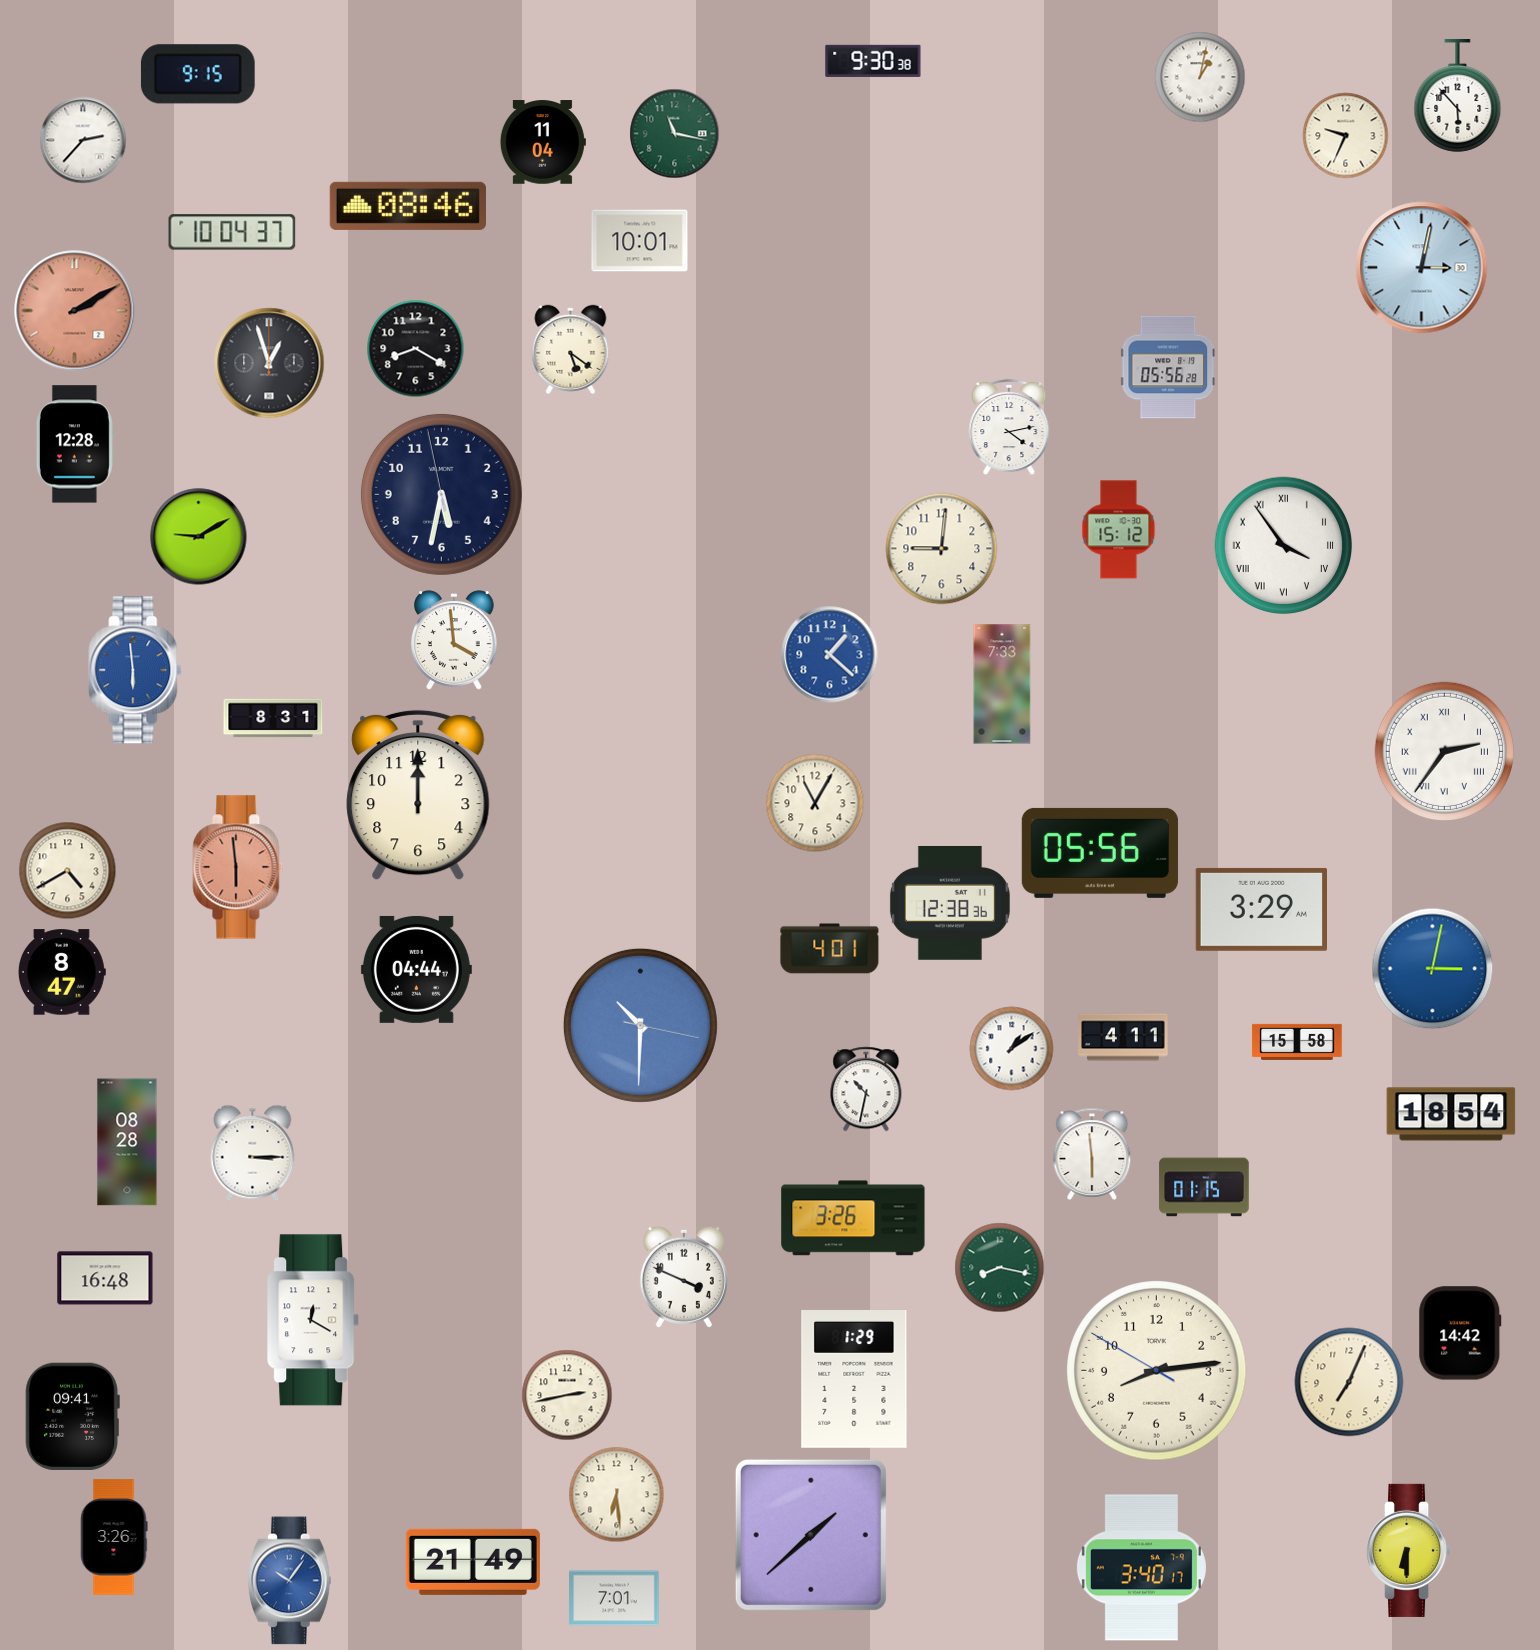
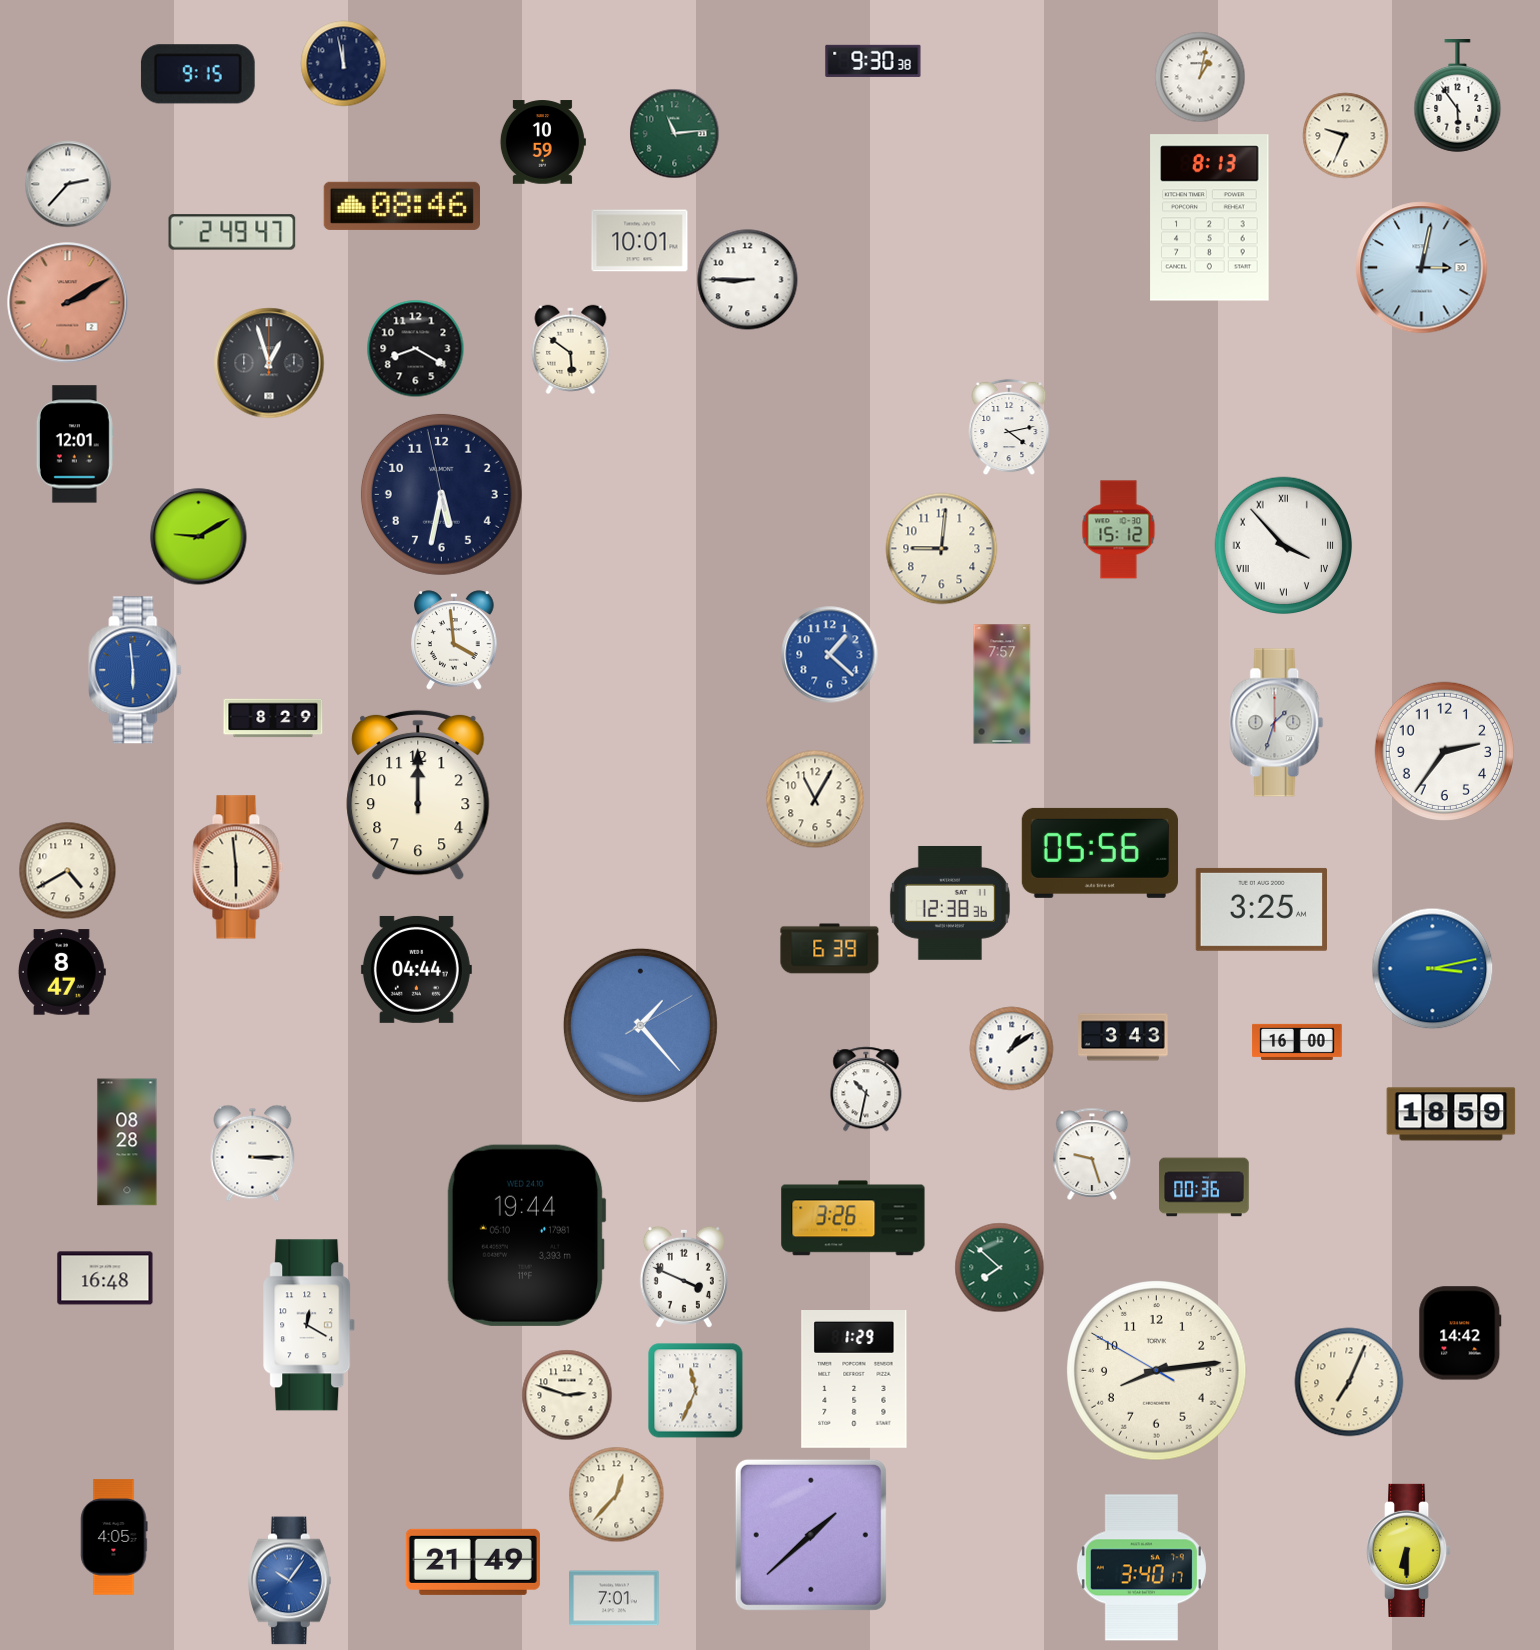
clock at (344, 64): none -> 11:58
clock at (1458, 96): 5:53 -> 5:54
clock at (675, 134): 11:17 -> 11:14
clock at (83, 140) position: (83, 140) -> (68, 184)
clock at (543, 142): 11:04 -> 10:59
clock at (408, 206) position: (408, 206) -> (402, 206)
clock at (1210, 218): none -> 8:13
clock at (232, 232): 10:04 -> 2:49
clock at (748, 280): none -> 8:45
clock at (75, 311) position: (75, 311) -> (68, 303)
clock at (571, 349): 5:21 -> 5:51
clock at (1168, 367): 05:56 -> none
clock at (75, 444): 12:28 -> 12:01
clock at (1284, 546): 3:54 -> 3:53
clock at (1002, 684): 7:33 -> 7:57
clock at (273, 718): 8:31 -> 8:29
clock at (1277, 723): none -> 1:33
clock at (1444, 751) numerals: Roman -> Arabic
clock at (815, 803) position: (815, 803) -> (815, 799)
clock at (238, 867) dial: salmon -> cream
clock at (1261, 909): 3:29 -> 3:25
clock at (830, 949): 4:01 -> 6:39
clock at (1433, 969): 3:02 -> 3:13
clock at (640, 1025): 10:30 -> 1:23
clock at (1123, 1037): 4:11 -> 3:43
clock at (1297, 1042): 15:58 -> 16:00
clock at (1451, 1114): 18:54 -> 18:59
clock at (1092, 1154): 5:59 -> 9:27
clock at (1204, 1187): 01:15 -> 00:36
clock at (526, 1235): none -> 19:44
clock at (1000, 1268): 8:17 -> 7:52
clock at (314, 1320) position: (314, 1320) -> (310, 1325)
clock at (696, 1391): none -> 11:34
clock at (567, 1395): 2:43 -> 2:48
clock at (72, 1416): 09:41 -> none
clock at (617, 1495): 6:29 -> 12:37
clock at (114, 1537): 3:26 -> 4:05
